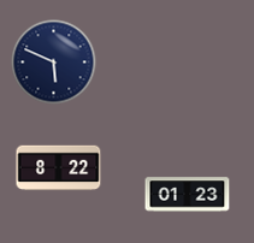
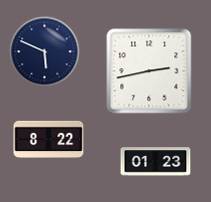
clock at (149, 71): none -> 2:43
